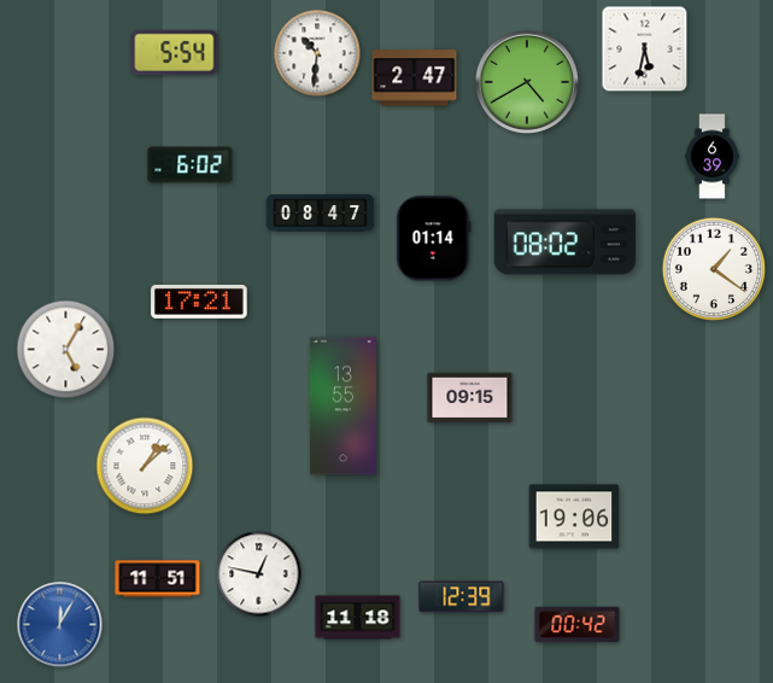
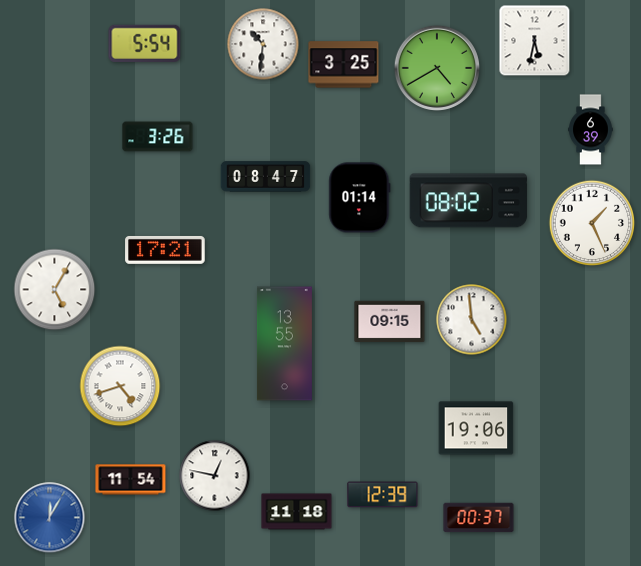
clock at (415, 78): 2:47 -> 3:25
clock at (191, 165): 6:02 -> 3:26
clock at (714, 269): 1:21 -> 1:26
clock at (472, 320): none -> 4:59
clock at (470, 398) position: (470, 398) -> (390, 322)
clock at (342, 407) position: (342, 407) -> (284, 344)
clock at (145, 466): 1:08 -> 4:42
clock at (158, 579): 11:51 -> 11:54
clock at (578, 625): 00:42 -> 00:37
